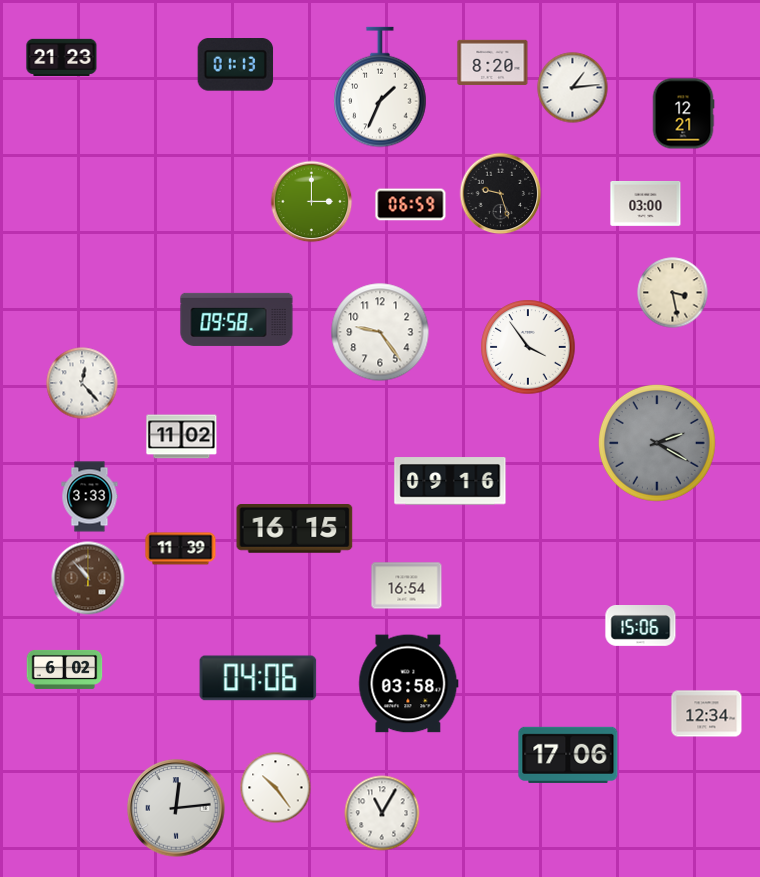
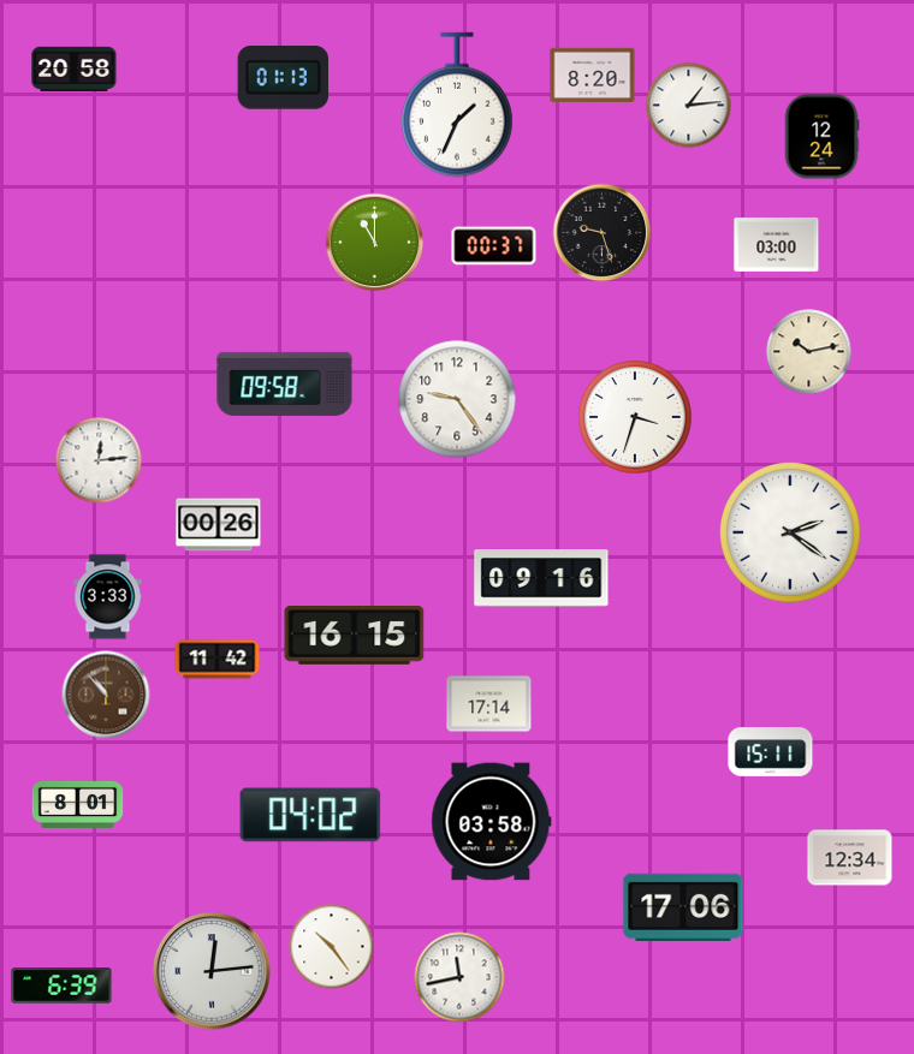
clock at (62, 57): 21:23 -> 20:58
clock at (683, 114): 12:21 -> 12:24
clock at (312, 202): 3:00 -> 11:00
clock at (411, 205): 06:59 -> 00:37
clock at (673, 293): 3:28 -> 10:13
clock at (528, 347): 3:54 -> 3:33
clock at (82, 383): 12:23 -> 12:14
clock at (182, 437): 11:02 -> 00:26
clock at (657, 443): 2:20 -> 2:21
clock at (657, 443) dial: grey -> white
clock at (181, 549): 11:39 -> 11:42
clock at (407, 586): 16:54 -> 17:14
clock at (641, 626): 15:06 -> 15:11
clock at (65, 669): 6:02 -> 8:01
clock at (258, 678): 04:06 -> 04:02
clock at (382, 813): 11:05 -> 11:43
clock at (61, 985): none -> 6:39
